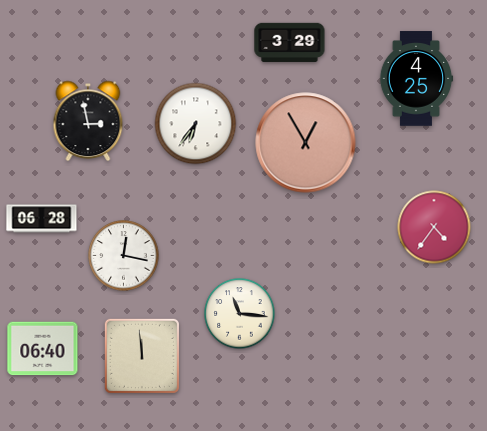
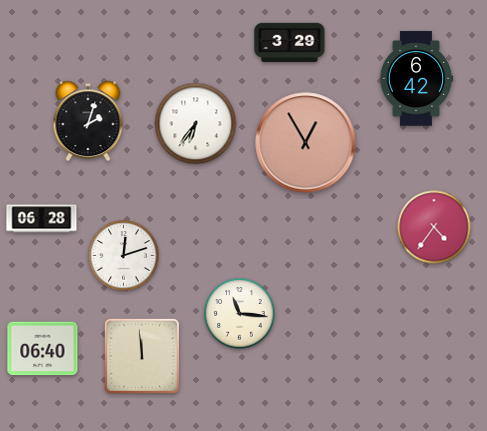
clock at (416, 79): 4:25 -> 6:42
clock at (88, 121): 2:58 -> 2:03
clock at (124, 256): 12:17 -> 12:12
